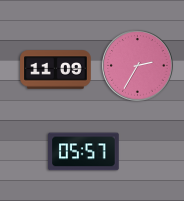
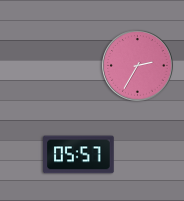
clock at (56, 70): 11:09 -> none
clock at (84, 152) position: (84, 152) -> (79, 155)
